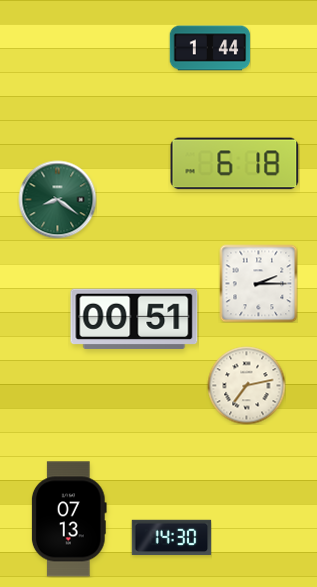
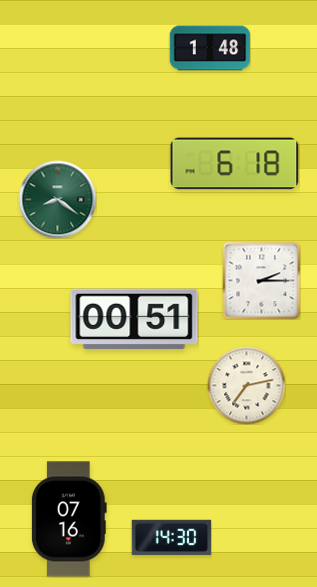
clock at (210, 48): 1:44 -> 1:48
clock at (258, 283) position: (258, 283) -> (261, 280)
clock at (69, 519): 07:13 -> 07:16
